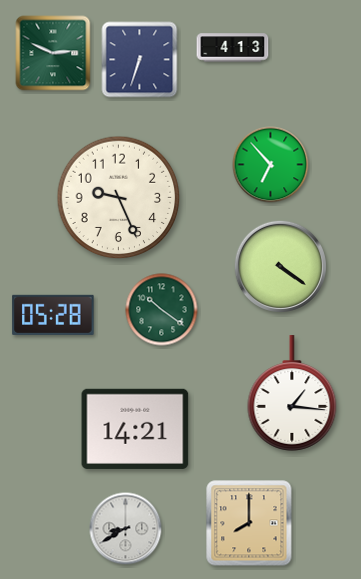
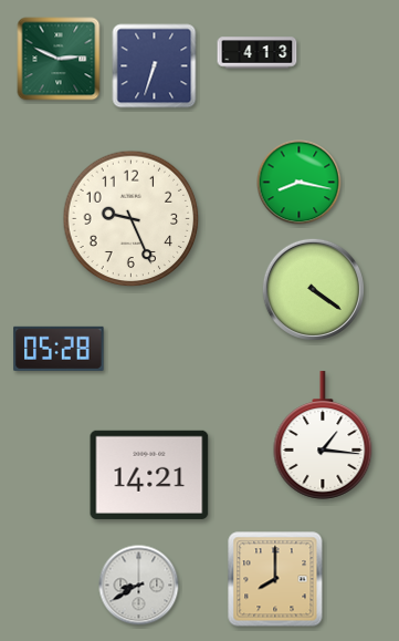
clock at (271, 165): 6:53 -> 8:17
clock at (280, 266) position: (280, 266) -> (313, 289)
clock at (162, 310): 10:21 -> none
